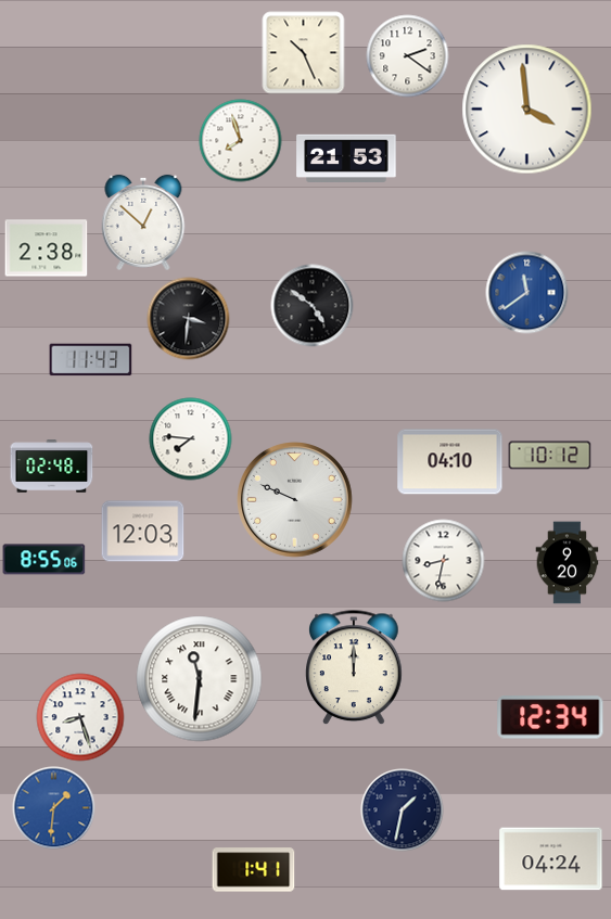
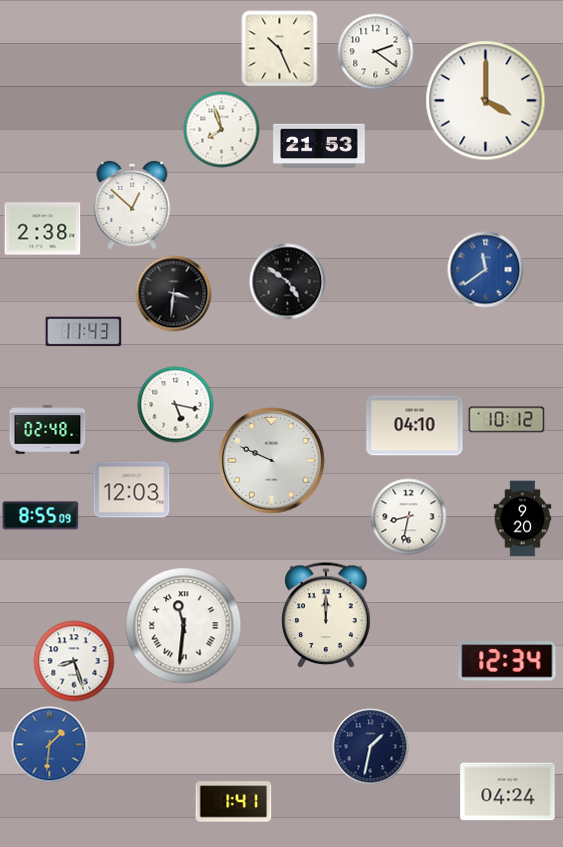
clock at (527, 110): 3:59 -> 4:00
clock at (191, 439): 7:46 -> 5:17
clock at (44, 560): 8:55:06 -> 8:55:09
